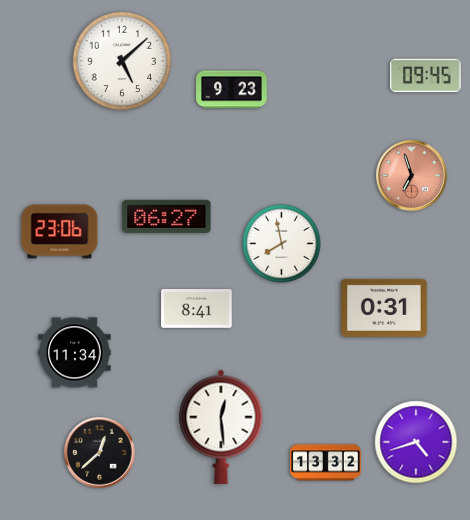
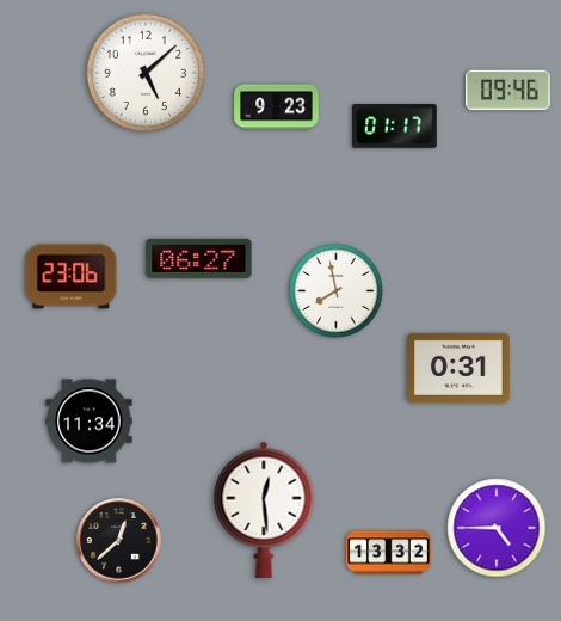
clock at (426, 76): 09:45 -> 09:46
clock at (395, 127): none -> 01:17
clock at (412, 176): 6:57 -> none
clock at (197, 309): 8:41 -> none
clock at (416, 442): 4:42 -> 4:45
